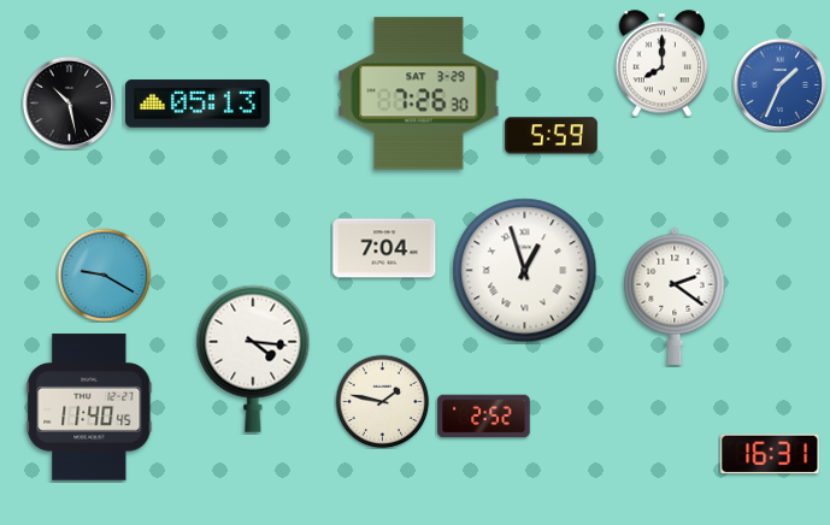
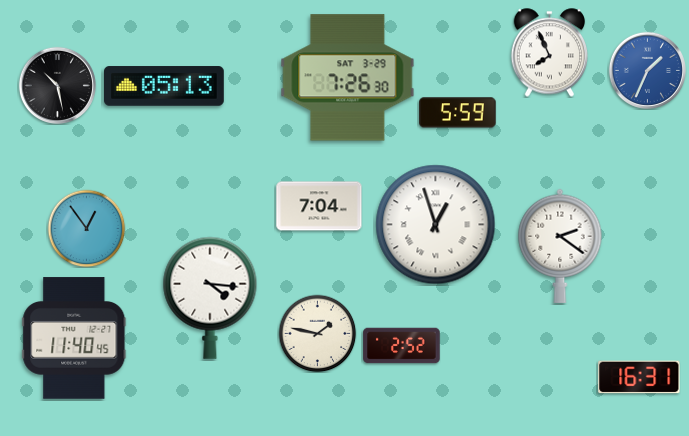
clock at (663, 64): 8:00 -> 7:56
clock at (104, 275): 9:20 -> 12:54
